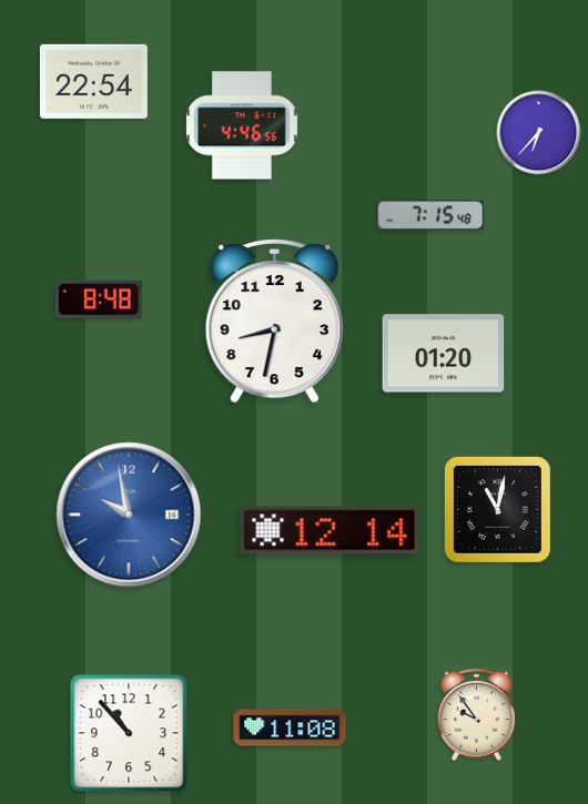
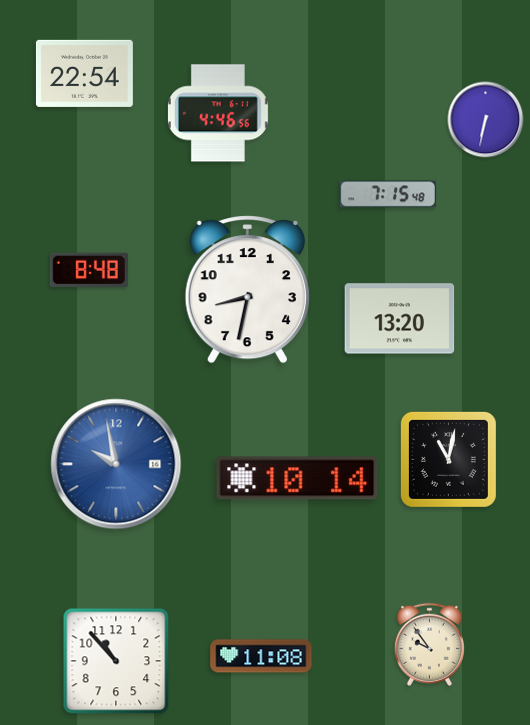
clock at (539, 133): 6:37 -> 6:32
clock at (444, 354): 01:20 -> 13:20
clock at (330, 530): 12:14 -> 10:14
